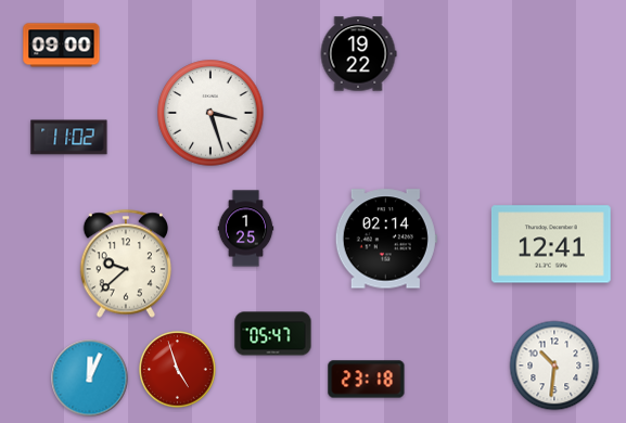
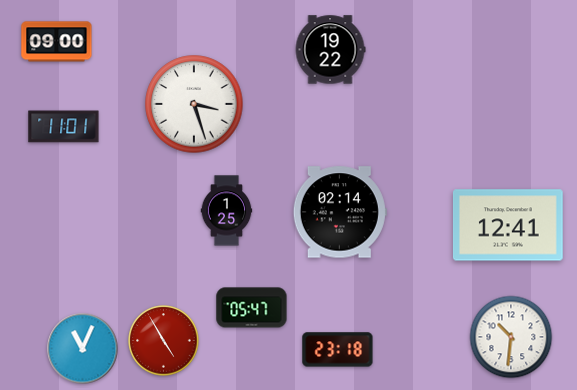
clock at (69, 138): 11:02 -> 11:01
clock at (386, 239) position: (386, 239) -> (340, 212)
clock at (125, 264): 9:38 -> none
clock at (178, 370): 4:57 -> 4:55
clock at (90, 379): 12:04 -> 11:04
